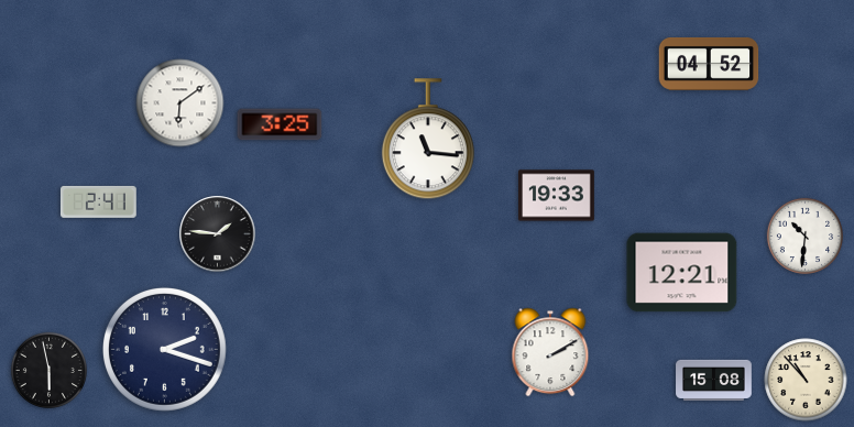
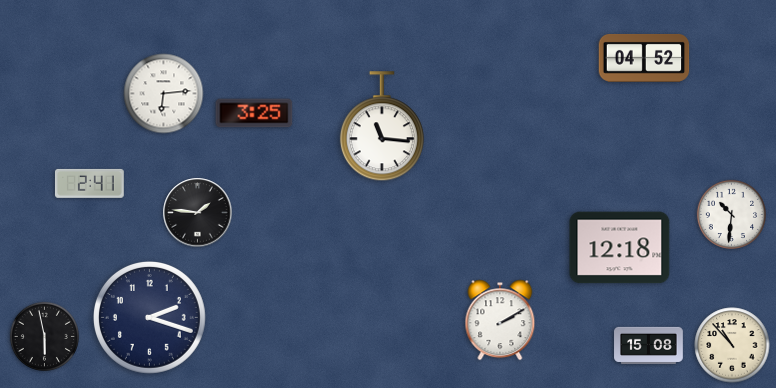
clock at (180, 103): 6:09 -> 6:14
clock at (428, 140) position: (428, 140) -> (382, 127)
clock at (557, 196): 19:33 -> none
clock at (682, 273): 12:21 -> 12:18
